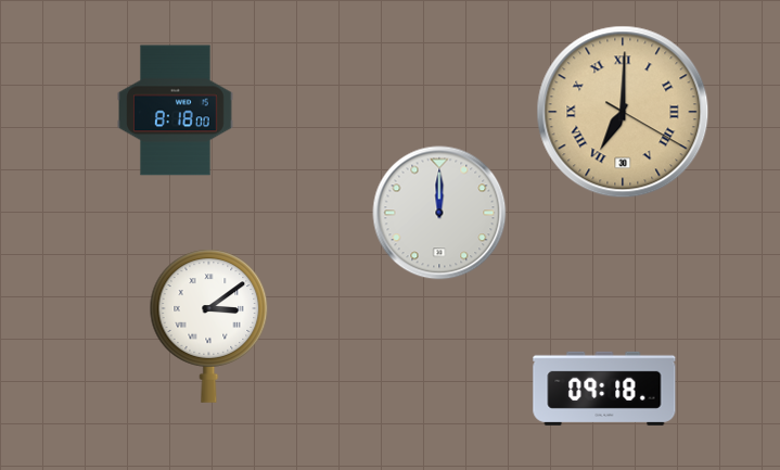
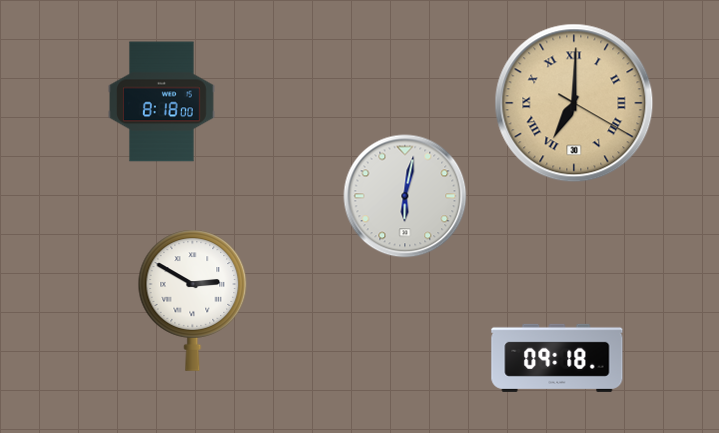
clock at (439, 213): 12:00 -> 6:02
clock at (209, 326): 3:09 -> 2:50
